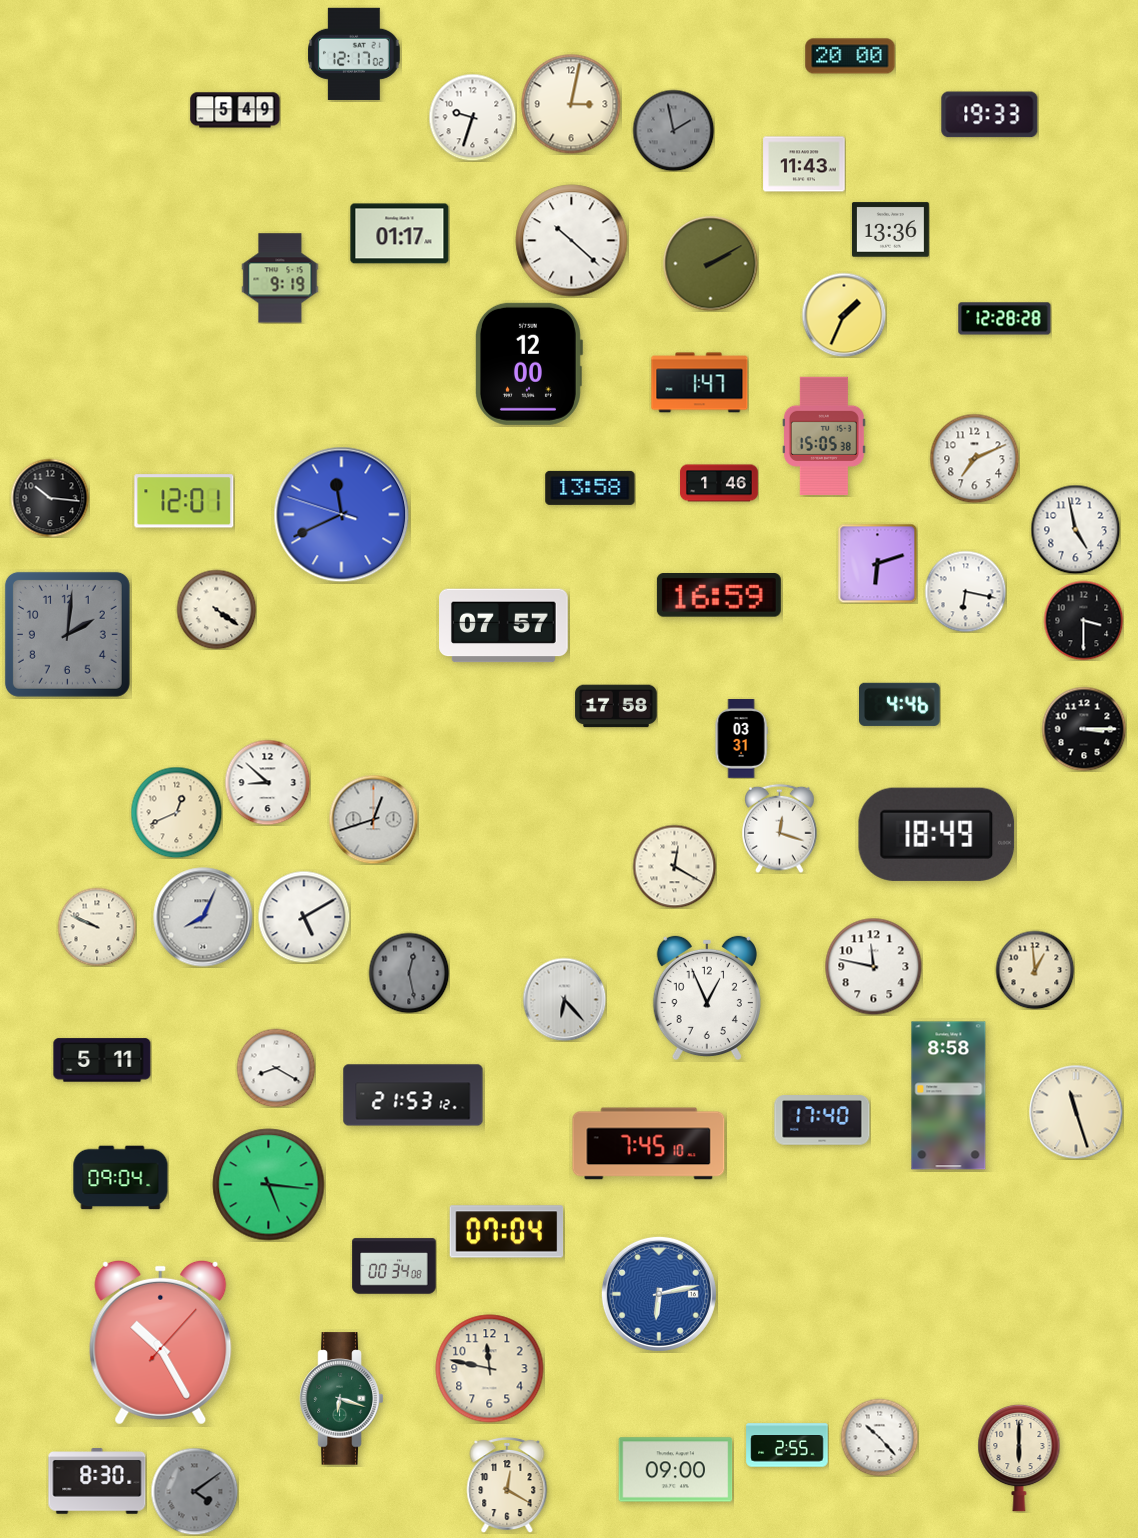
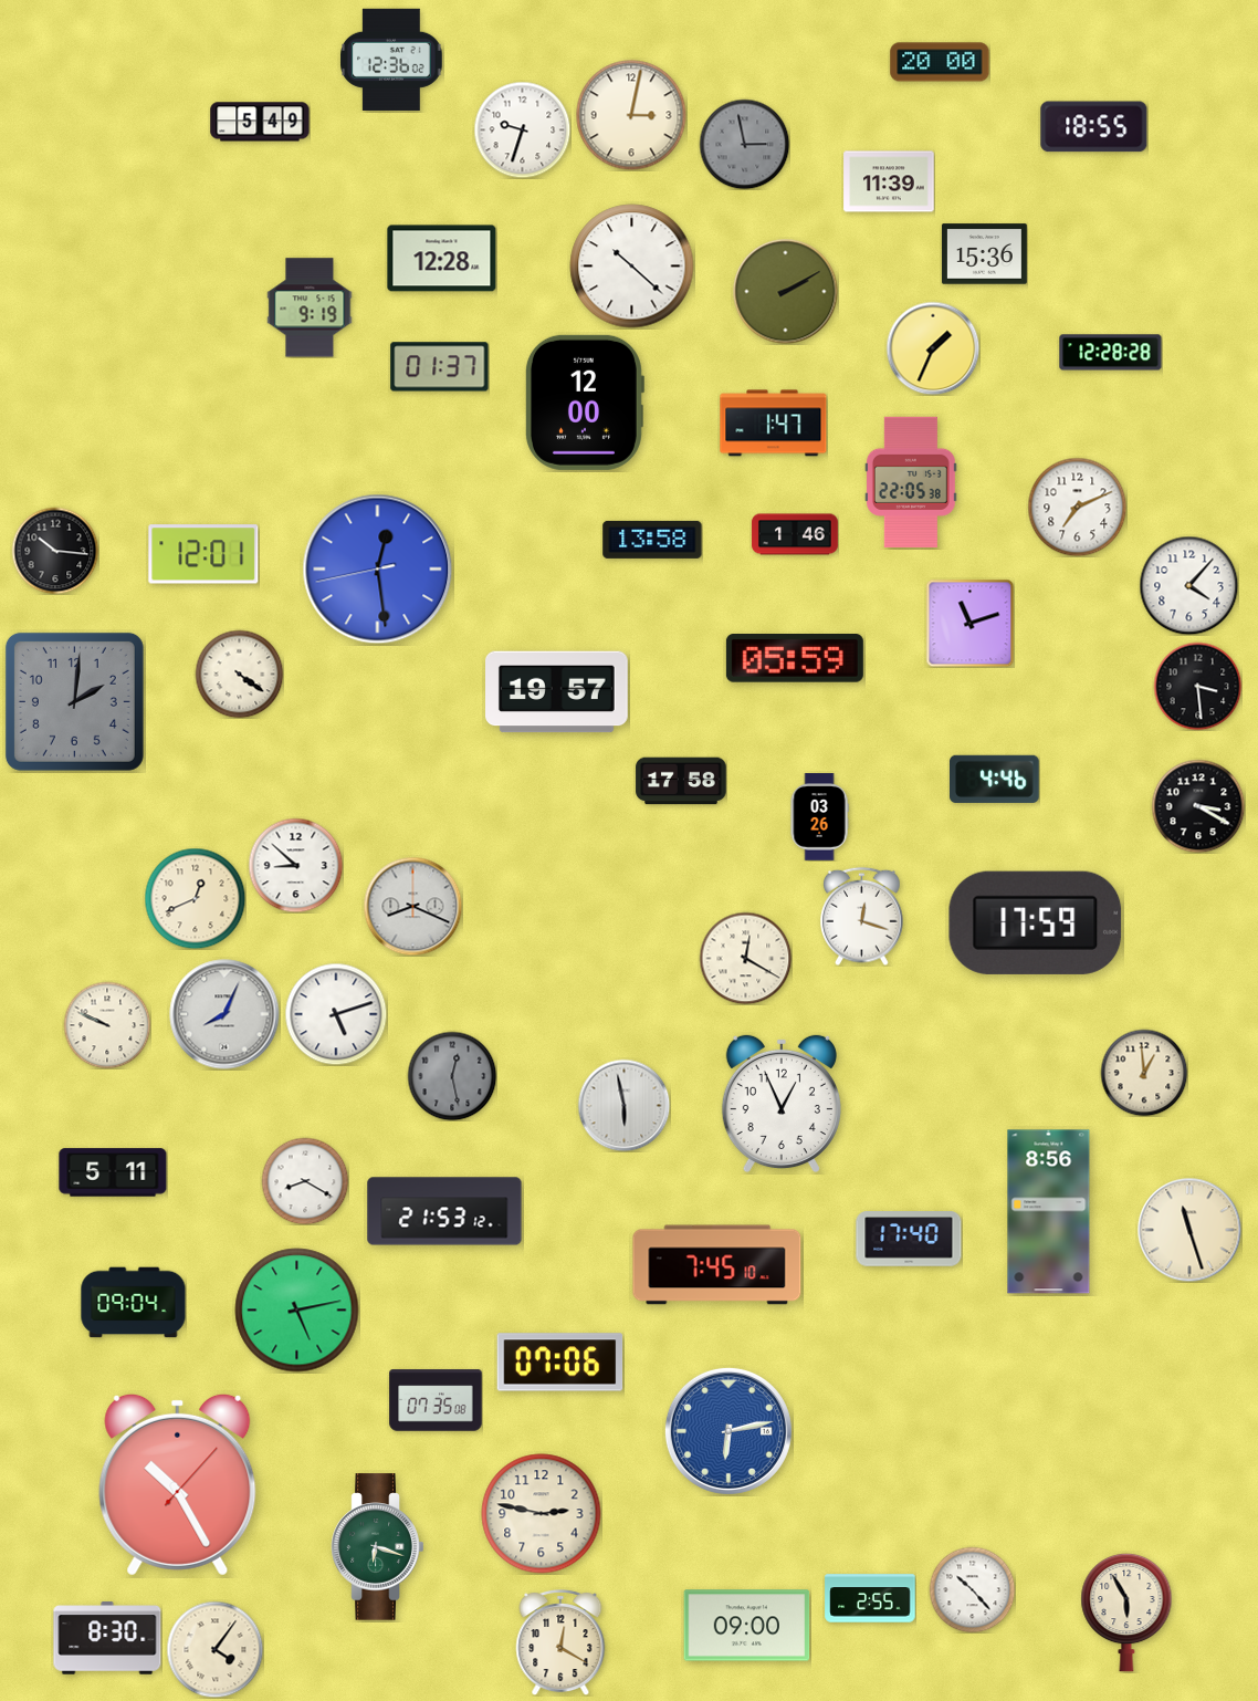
clock at (355, 54): 12:17 -> 12:36
clock at (990, 115): 19:33 -> 18:55
clock at (673, 130): 1:58 -> 2:58
clock at (804, 164): 11:43 -> 11:39
clock at (891, 230): 13:36 -> 15:36
clock at (400, 234): 01:17 -> 12:28
clock at (440, 367): none -> 01:37
clock at (824, 436): 15:05 -> 22:05
clock at (342, 515): 11:40 -> 12:28
clock at (1075, 529): 4:58 -> 4:07
clock at (877, 563): 6:12 -> 11:12
clock at (965, 591): 6:17 -> none
clock at (719, 595): 16:59 -> 05:59
clock at (1083, 620): 3:30 -> 3:29
clock at (504, 626): 07:57 -> 19:57
clock at (1084, 729): 3:15 -> 3:20
clock at (741, 739): 03:31 -> 03:26
clock at (373, 819): 12:42 -> 8:19
clock at (937, 834): 18:49 -> 17:59
clock at (304, 917): 5:10 -> 5:12
clock at (873, 966): 11:47 -> none
clock at (564, 999): 6:23 -> 5:58
clock at (413, 1095) position: (413, 1095) -> (444, 1211)
clock at (949, 1096): 8:58 -> 8:56
clock at (269, 1185): 5:16 -> 5:13
clock at (507, 1232): 07:04 -> 07:06
clock at (394, 1266): 00:34 -> 07:35
clock at (490, 1369): 11:47 -> 2:47
clock at (1019, 1458): 6:00 -> 5:55
clock at (194, 1491): 4:09 -> 4:06
clock at (194, 1491) dial: grey -> cream
